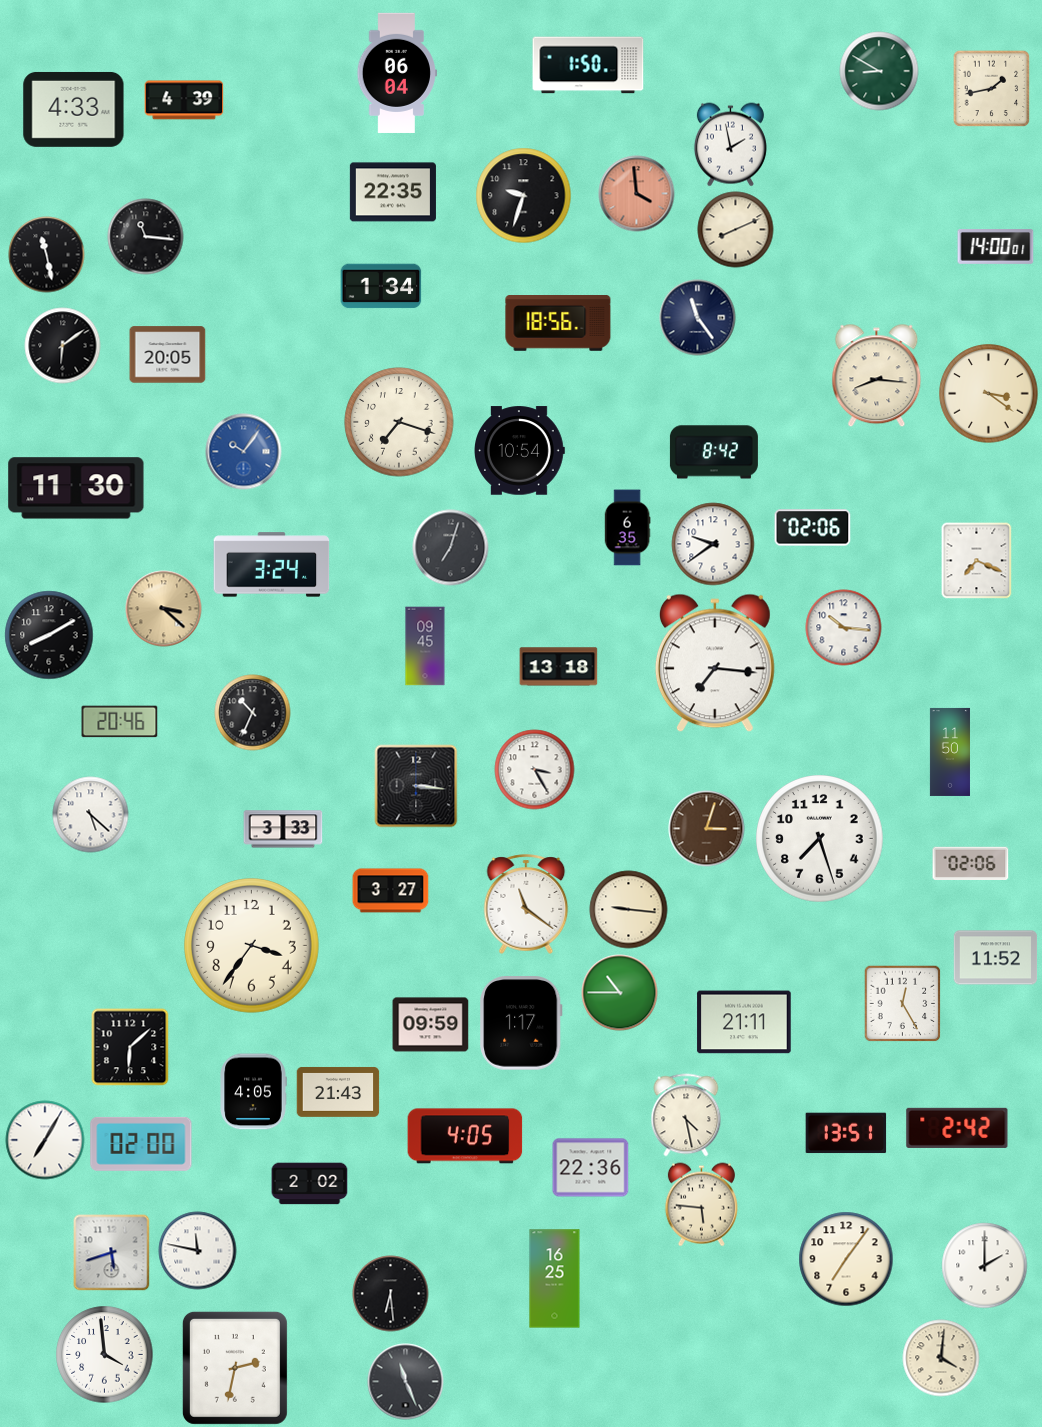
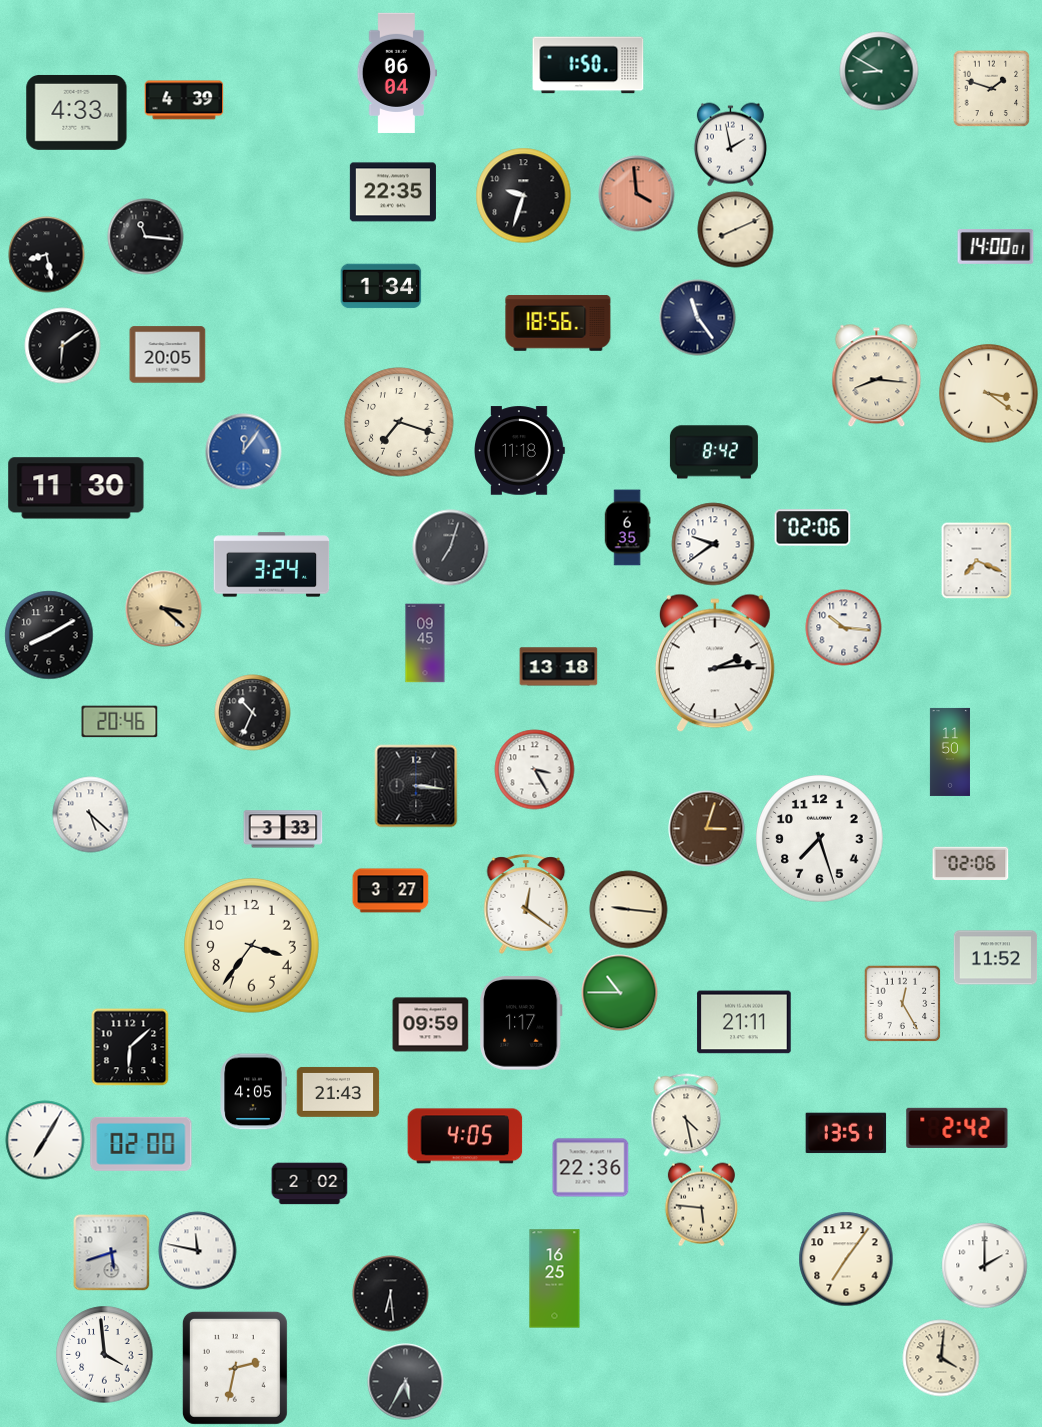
clock at (991, 88): 1:43 -> 1:48
clock at (74, 109) position: (74, 109) -> (77, 112)
clock at (47, 255): 11:28 -> 8:28
clock at (520, 451): 10:54 -> 11:18
clock at (244, 452): 10:06 -> 12:06
clock at (425, 646) position: (425, 646) -> (425, 643)
clock at (715, 663): 7:16 -> 2:14
clock at (526, 904): 11:21 -> 12:21
clock at (406, 1382): 11:26 -> 5:35
